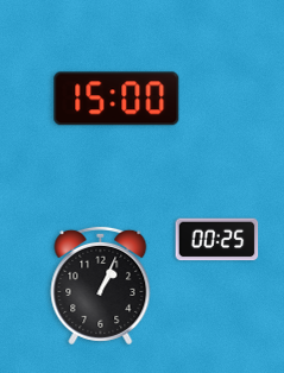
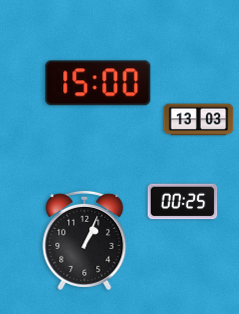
clock at (199, 120): none -> 13:03
